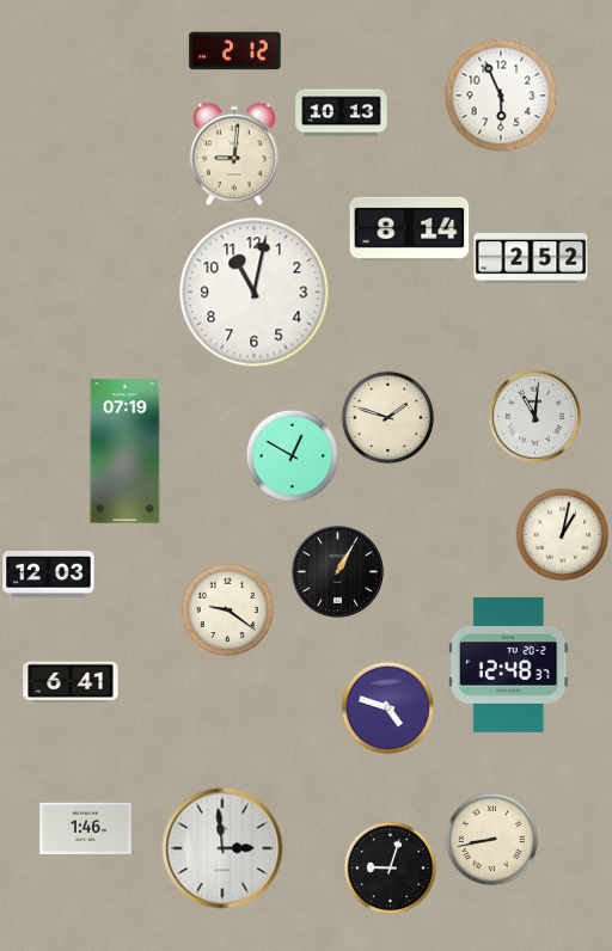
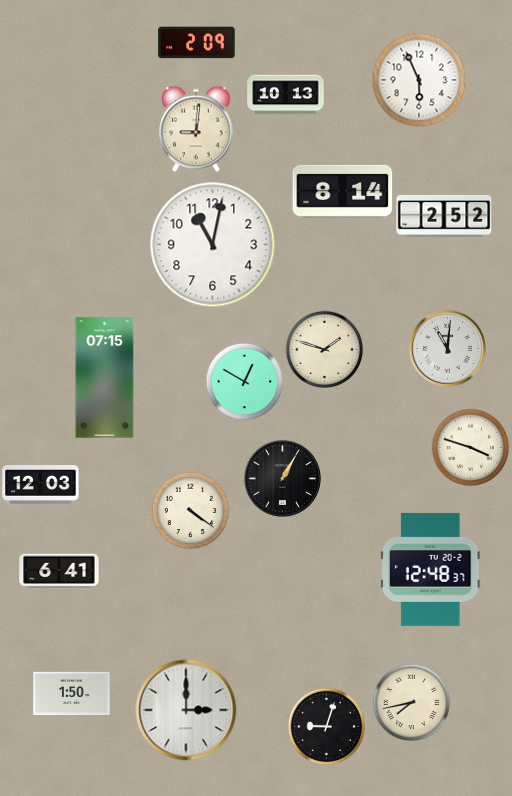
clock at (235, 51): 2:12 -> 2:09
clock at (126, 452): 07:19 -> 07:15
clock at (562, 534): 1:02 -> 3:48
clock at (49, 575) position: (49, 575) -> (41, 485)
clock at (227, 609): 9:21 -> 4:21
clock at (509, 664) position: (509, 664) -> (431, 569)
clock at (387, 707): 4:48 -> none
clock at (86, 828): 1:46 -> 1:50
clock at (491, 839): 8:43 -> 7:43
clock at (222, 848): 2:59 -> 3:00
